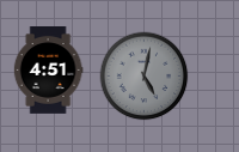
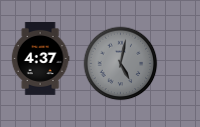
clock at (48, 71): 4:51 -> 4:37
